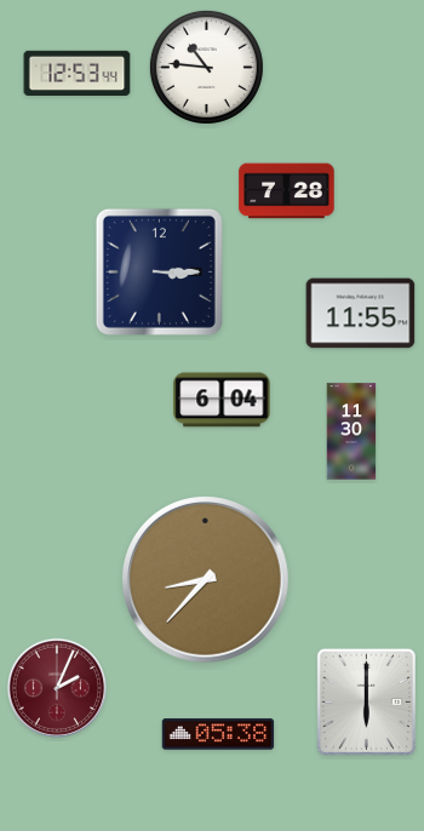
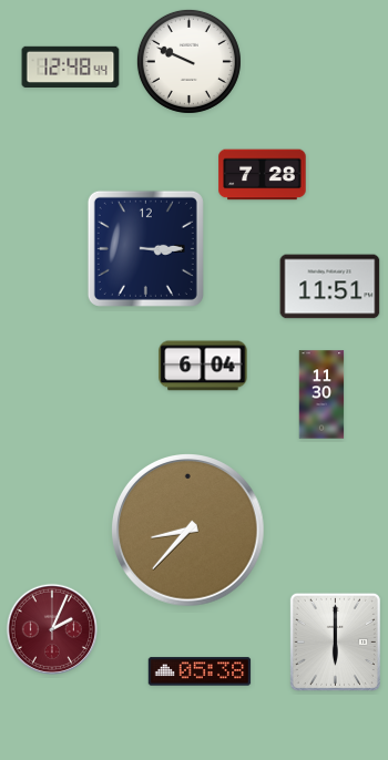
clock at (206, 67): 10:46 -> 9:49
clock at (78, 73): 12:53 -> 12:48
clock at (361, 314): 11:55 -> 11:51
